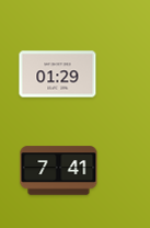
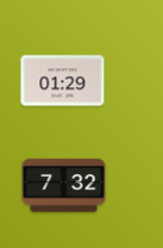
clock at (59, 171): 7:41 -> 7:32
